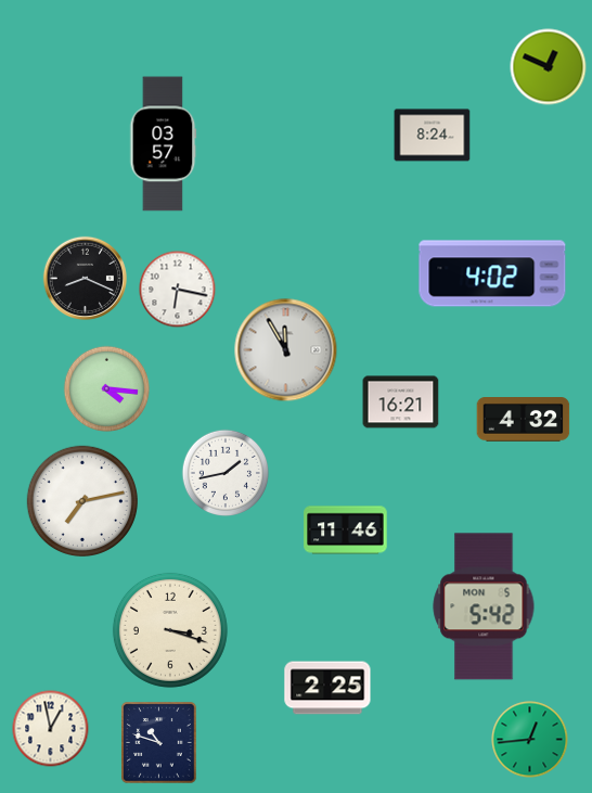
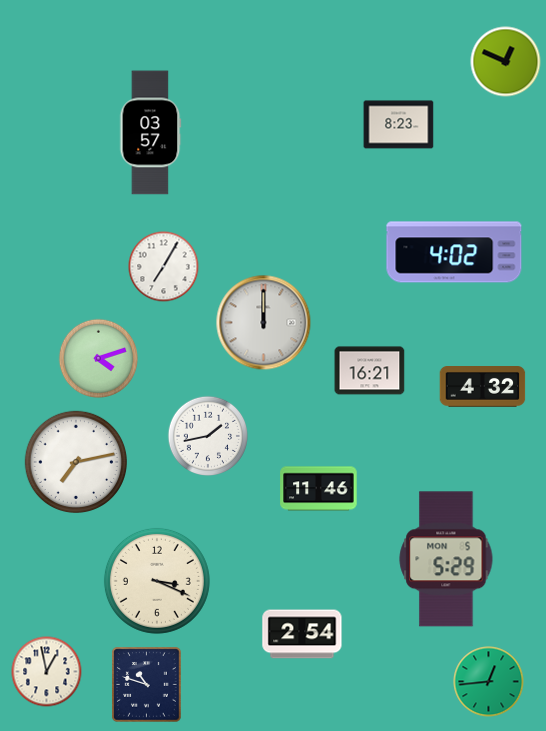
clock at (433, 136): 8:24 -> 8:23
clock at (85, 278): 8:19 -> none
clock at (178, 290): 6:17 -> 7:05
clock at (286, 350): 11:55 -> 12:00
clock at (107, 389): 4:16 -> 4:12
clock at (484, 606): 5:42 -> 5:29
clock at (170, 630): 3:18 -> 3:19
clock at (327, 688): 2:25 -> 2:54
